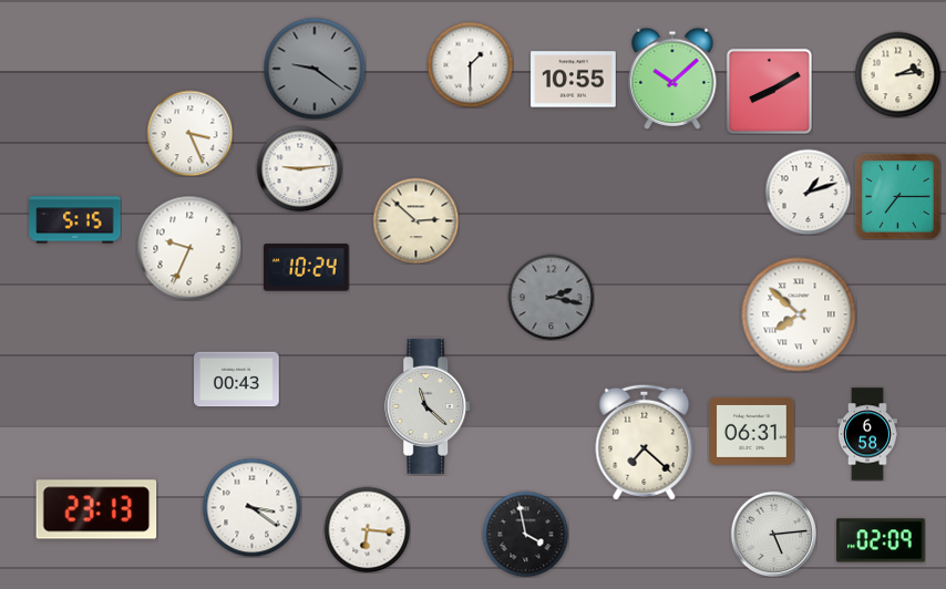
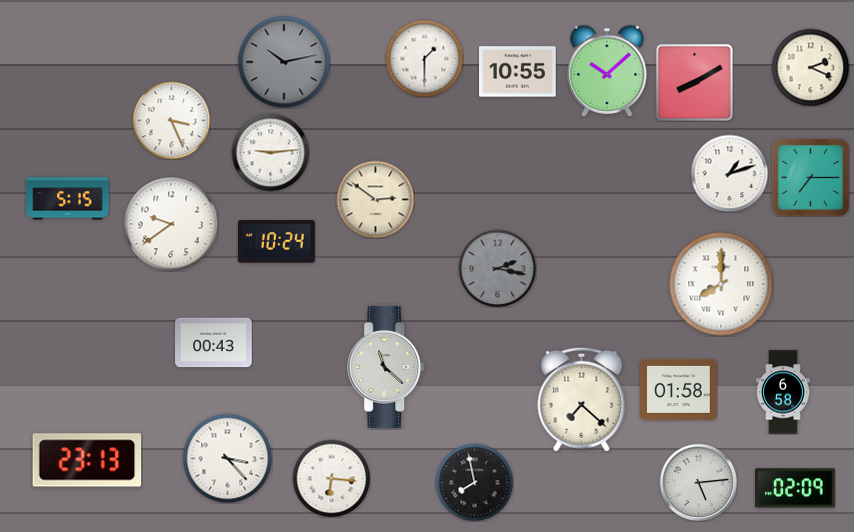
clock at (315, 69): 9:21 -> 10:13
clock at (897, 74): 2:14 -> 2:19
clock at (415, 220): 2:52 -> 2:51
clock at (189, 248): 9:34 -> 9:39
clock at (799, 314): 7:52 -> 8:00
clock at (752, 431): 06:31 -> 01:58
clock at (251, 507): 3:21 -> 3:23
clock at (525, 534): 3:58 -> 7:58
